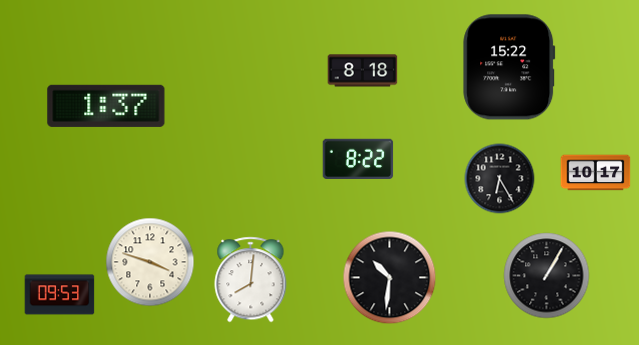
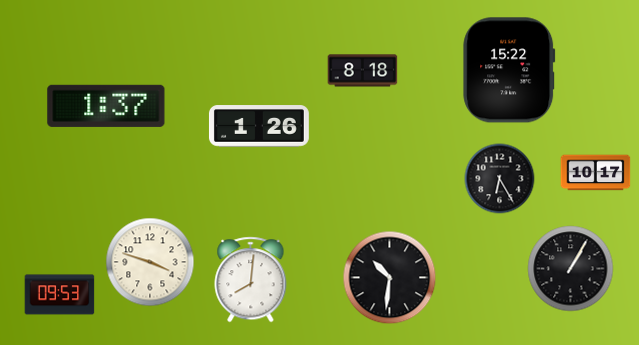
clock at (509, 67) position: (509, 67) -> (509, 70)
clock at (259, 126): none -> 1:26
clock at (358, 159): 8:22 -> none
clock at (547, 276) position: (547, 276) -> (571, 269)
